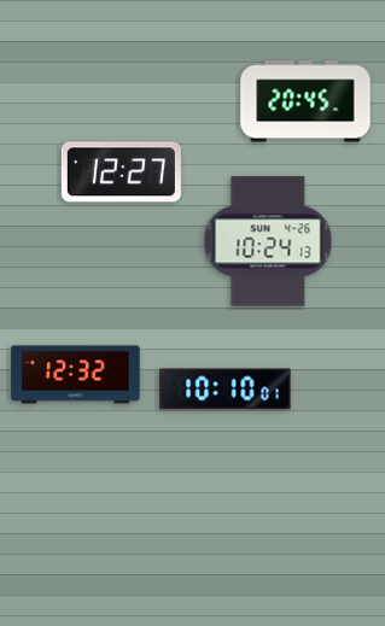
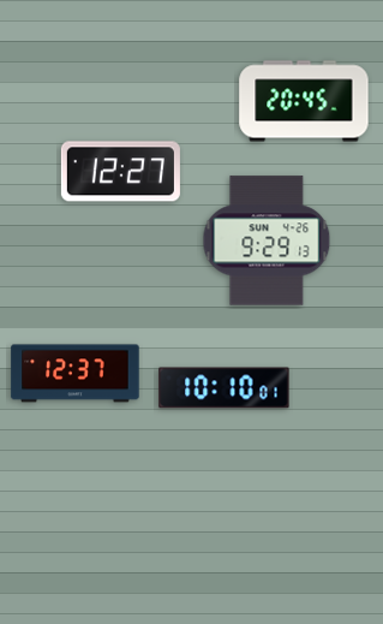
clock at (268, 241): 10:24 -> 9:29
clock at (76, 375): 12:32 -> 12:37
